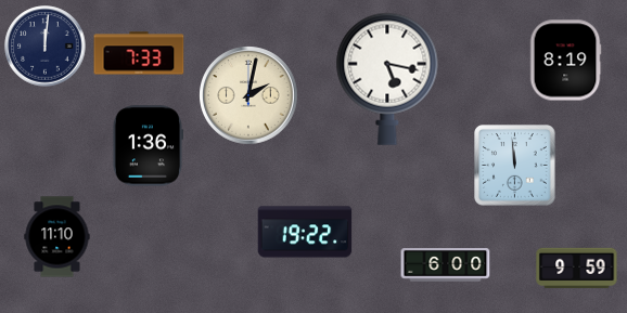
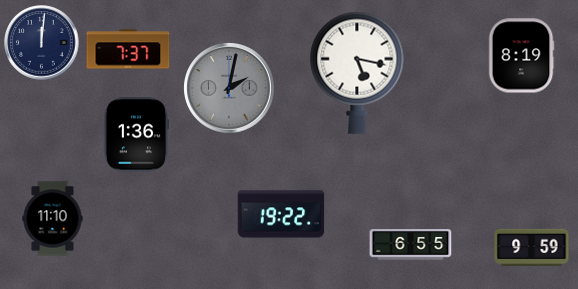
clock at (139, 53): 7:33 -> 7:37
clock at (248, 95) dial: cream -> grey
clock at (515, 166): 11:59 -> none
clock at (446, 265): 6:00 -> 6:55
